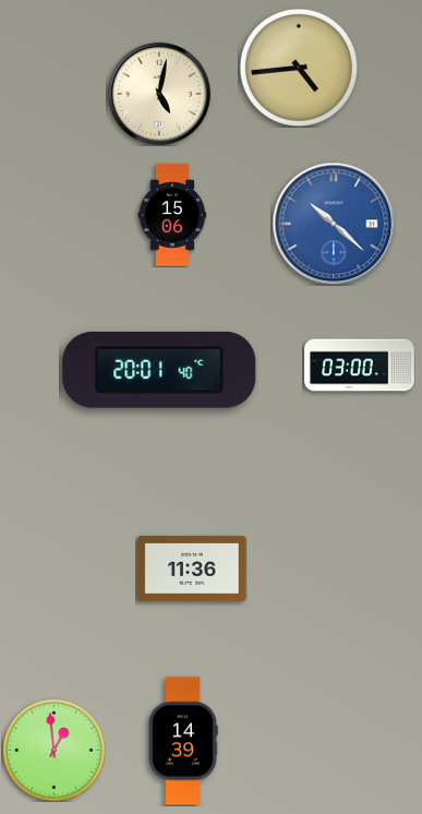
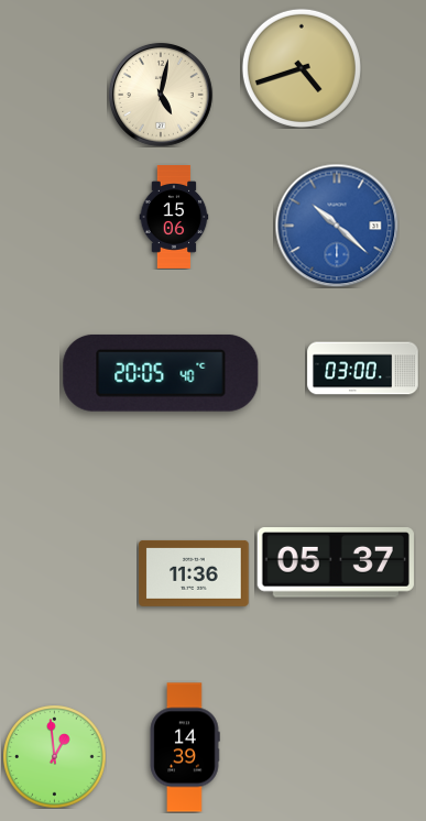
clock at (299, 68): 4:44 -> 4:42
clock at (159, 370): 20:01 -> 20:05
clock at (336, 562): none -> 05:37
